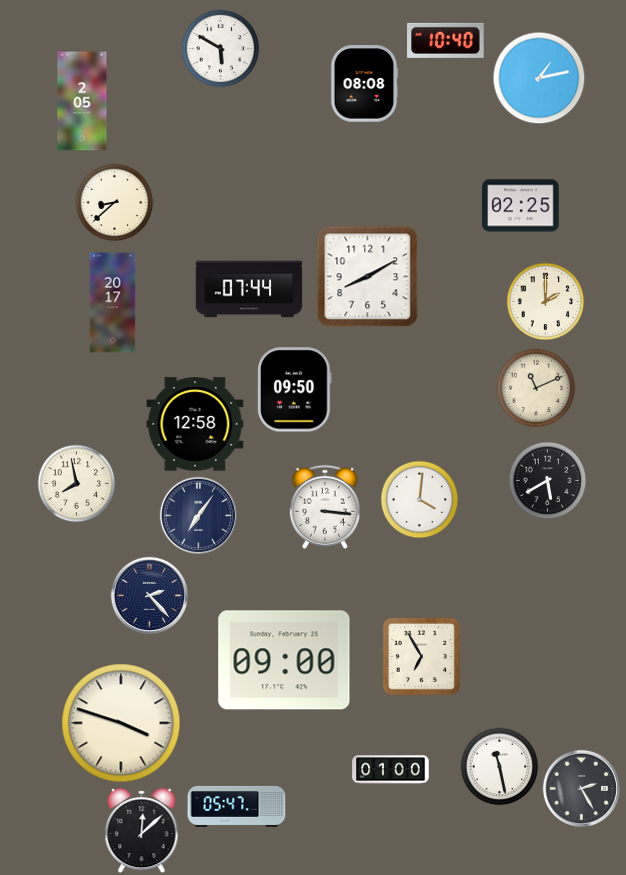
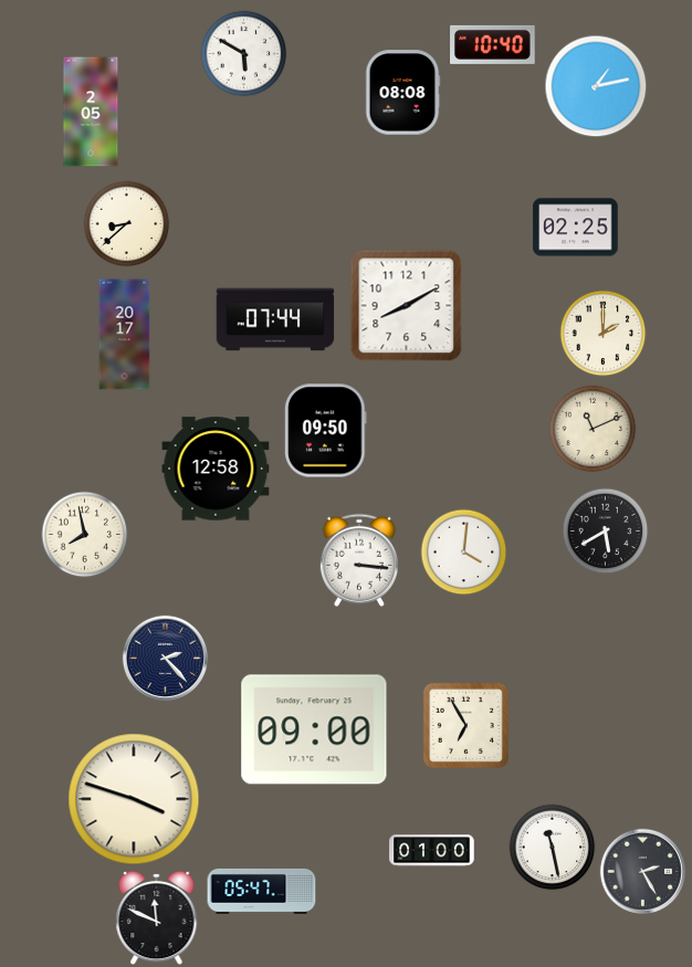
clock at (198, 515): 7:06 -> none
clock at (142, 830): 12:08 -> 11:49
